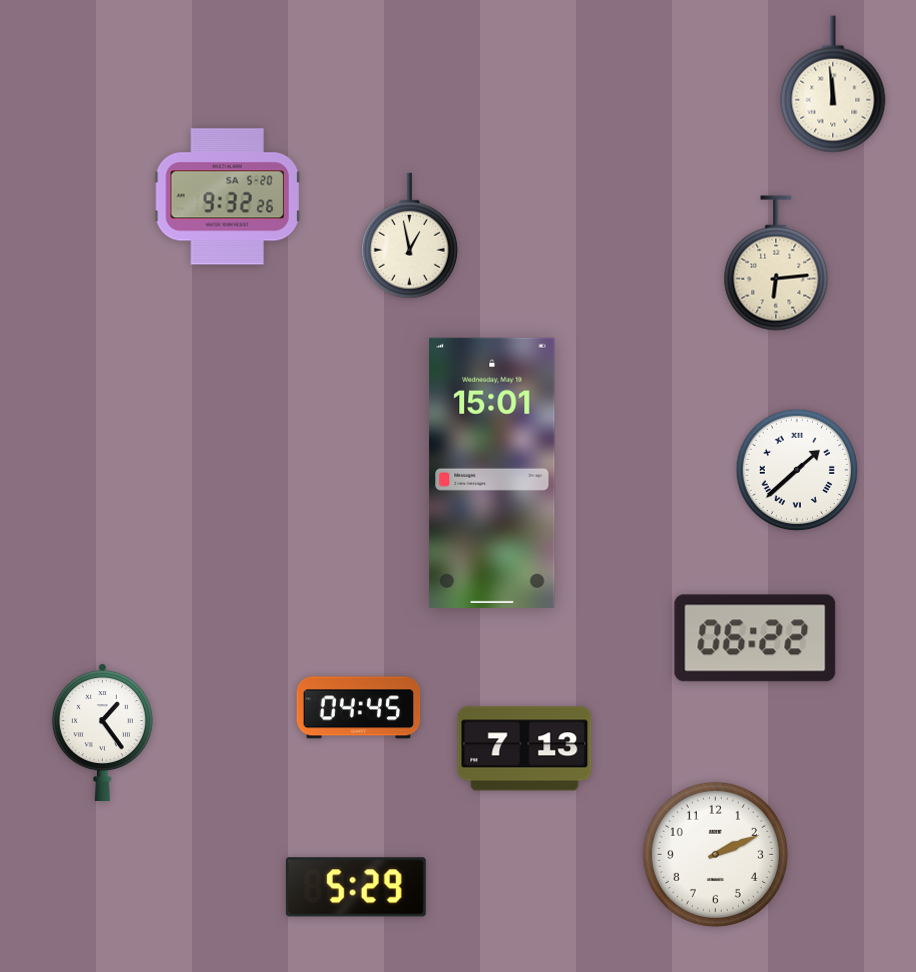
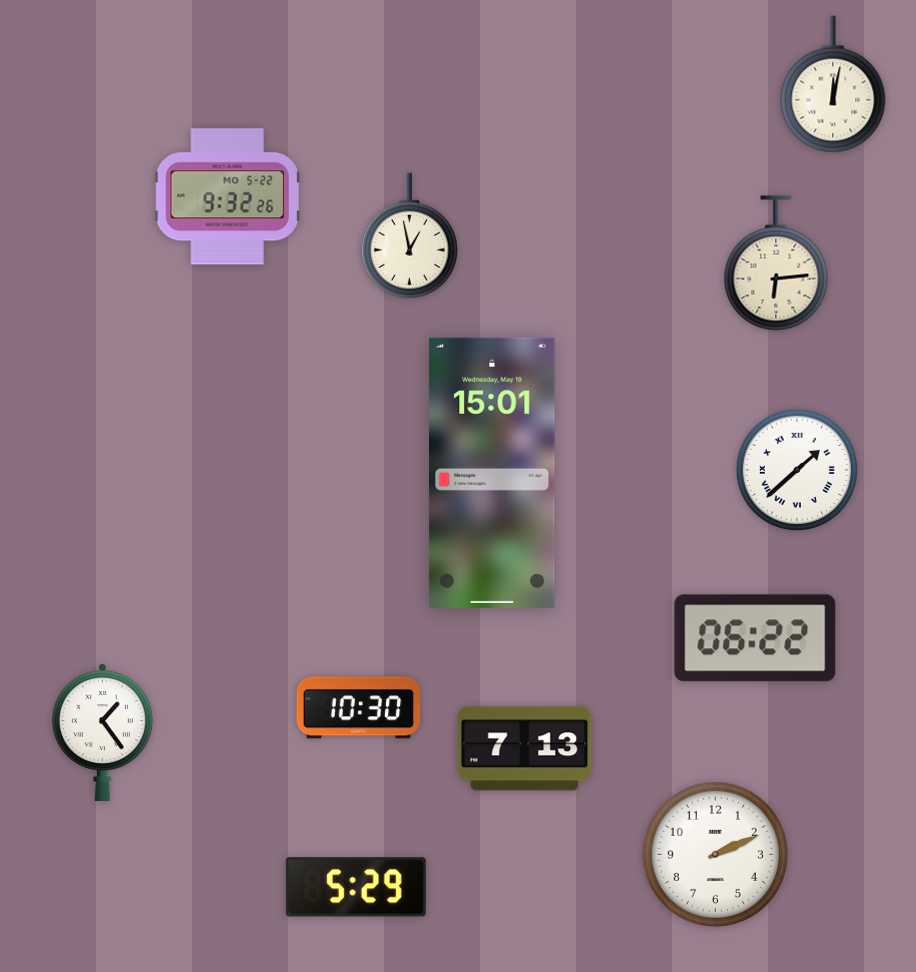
clock at (833, 84): 11:59 -> 12:02
clock at (227, 197) date: SA 5-20 -> MO 5-22
clock at (359, 708): 04:45 -> 10:30
